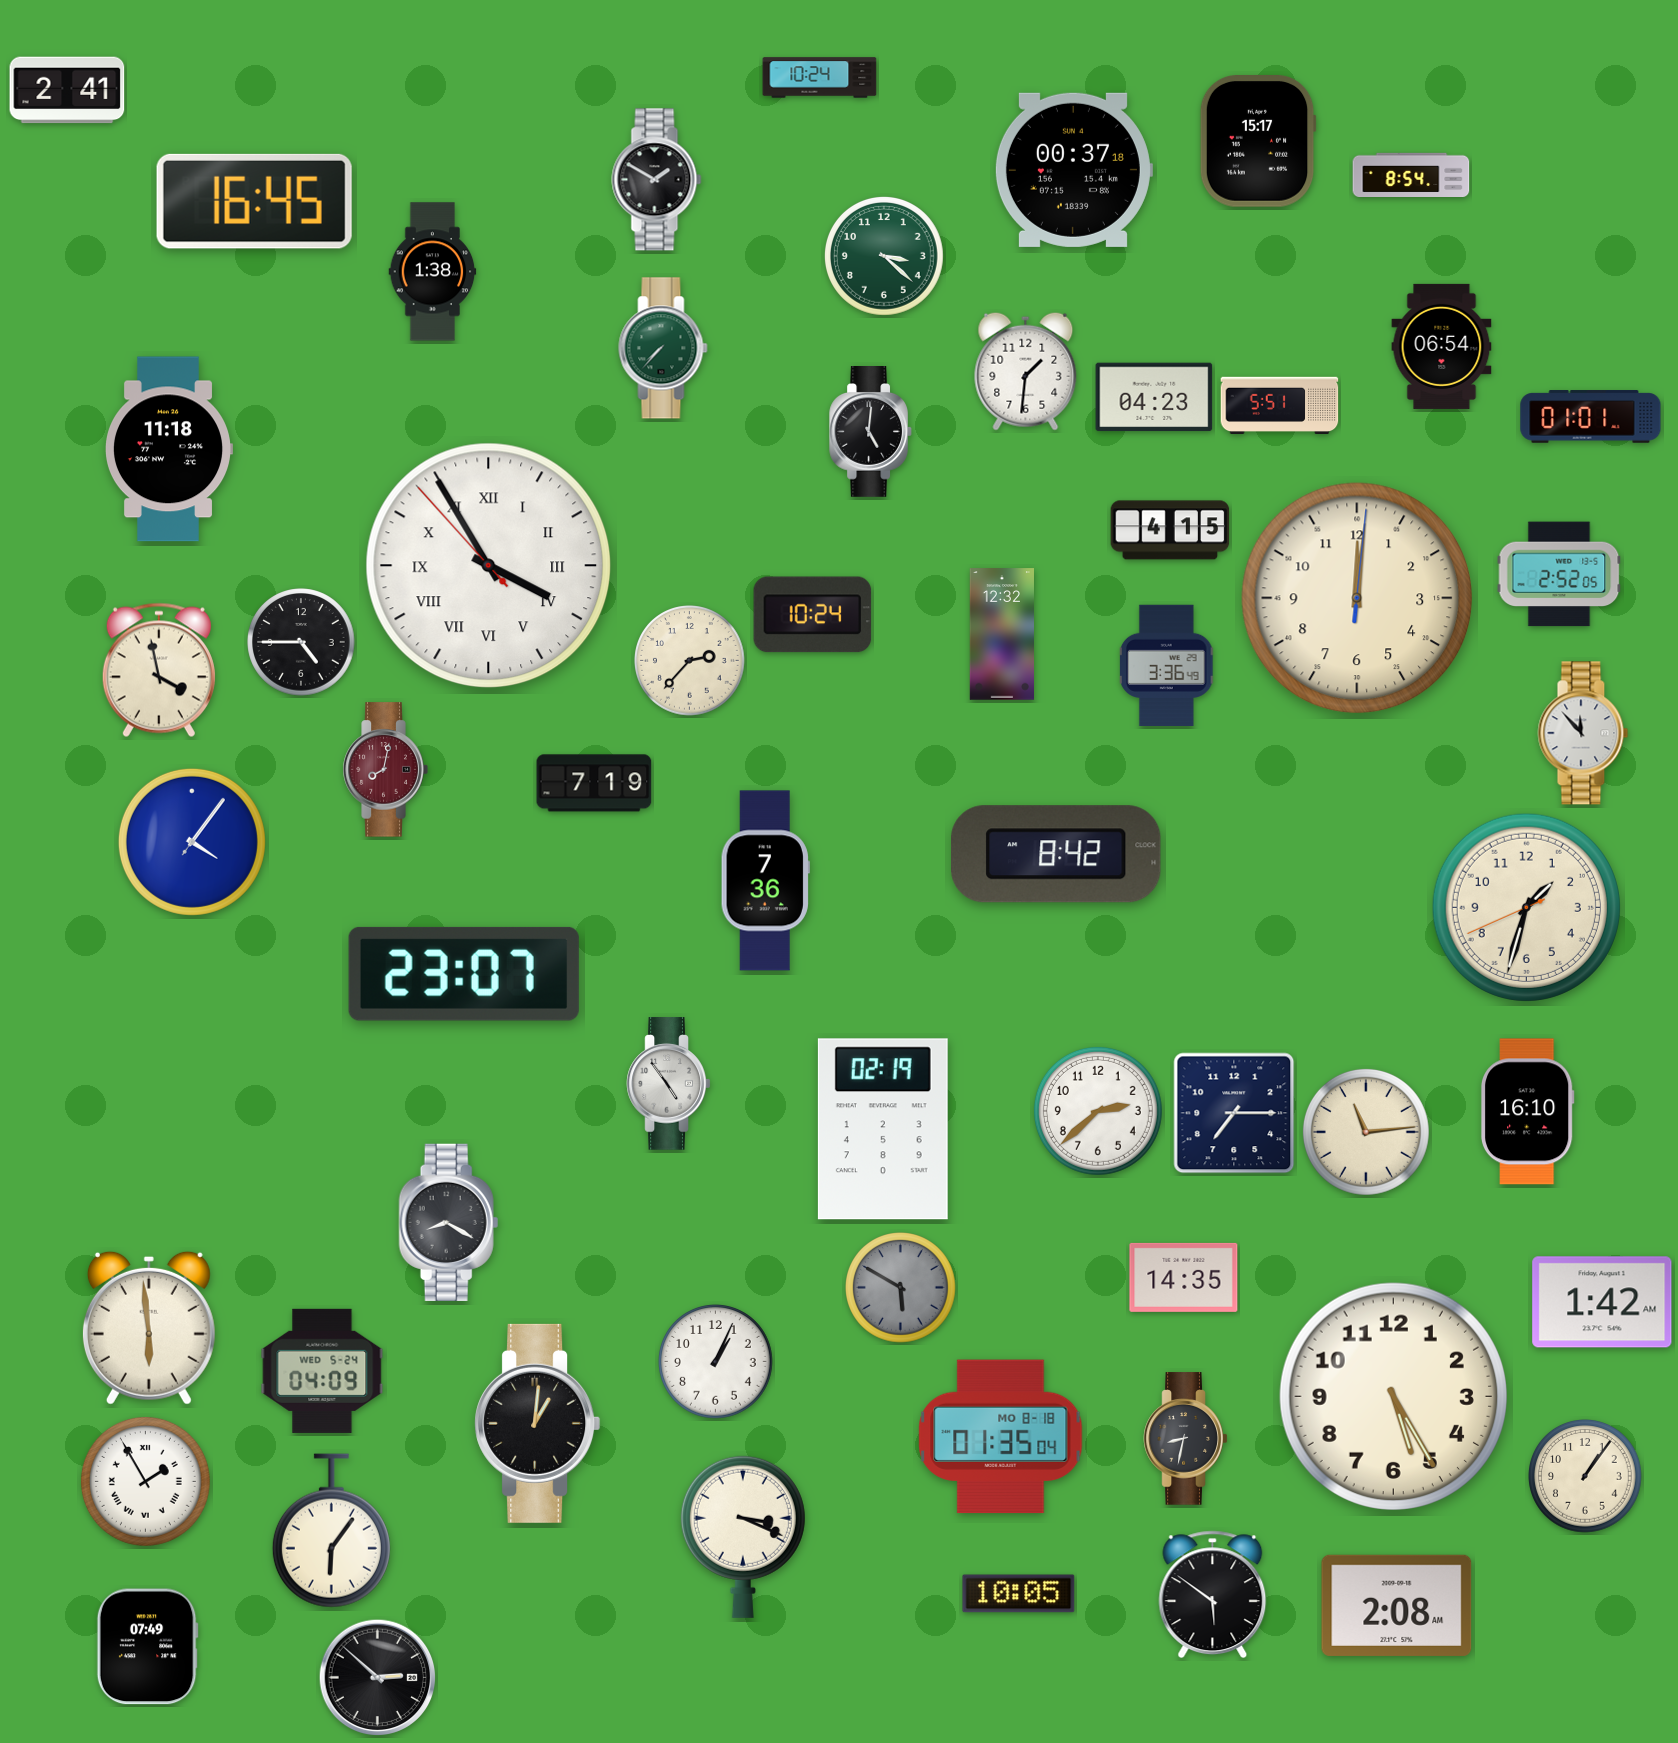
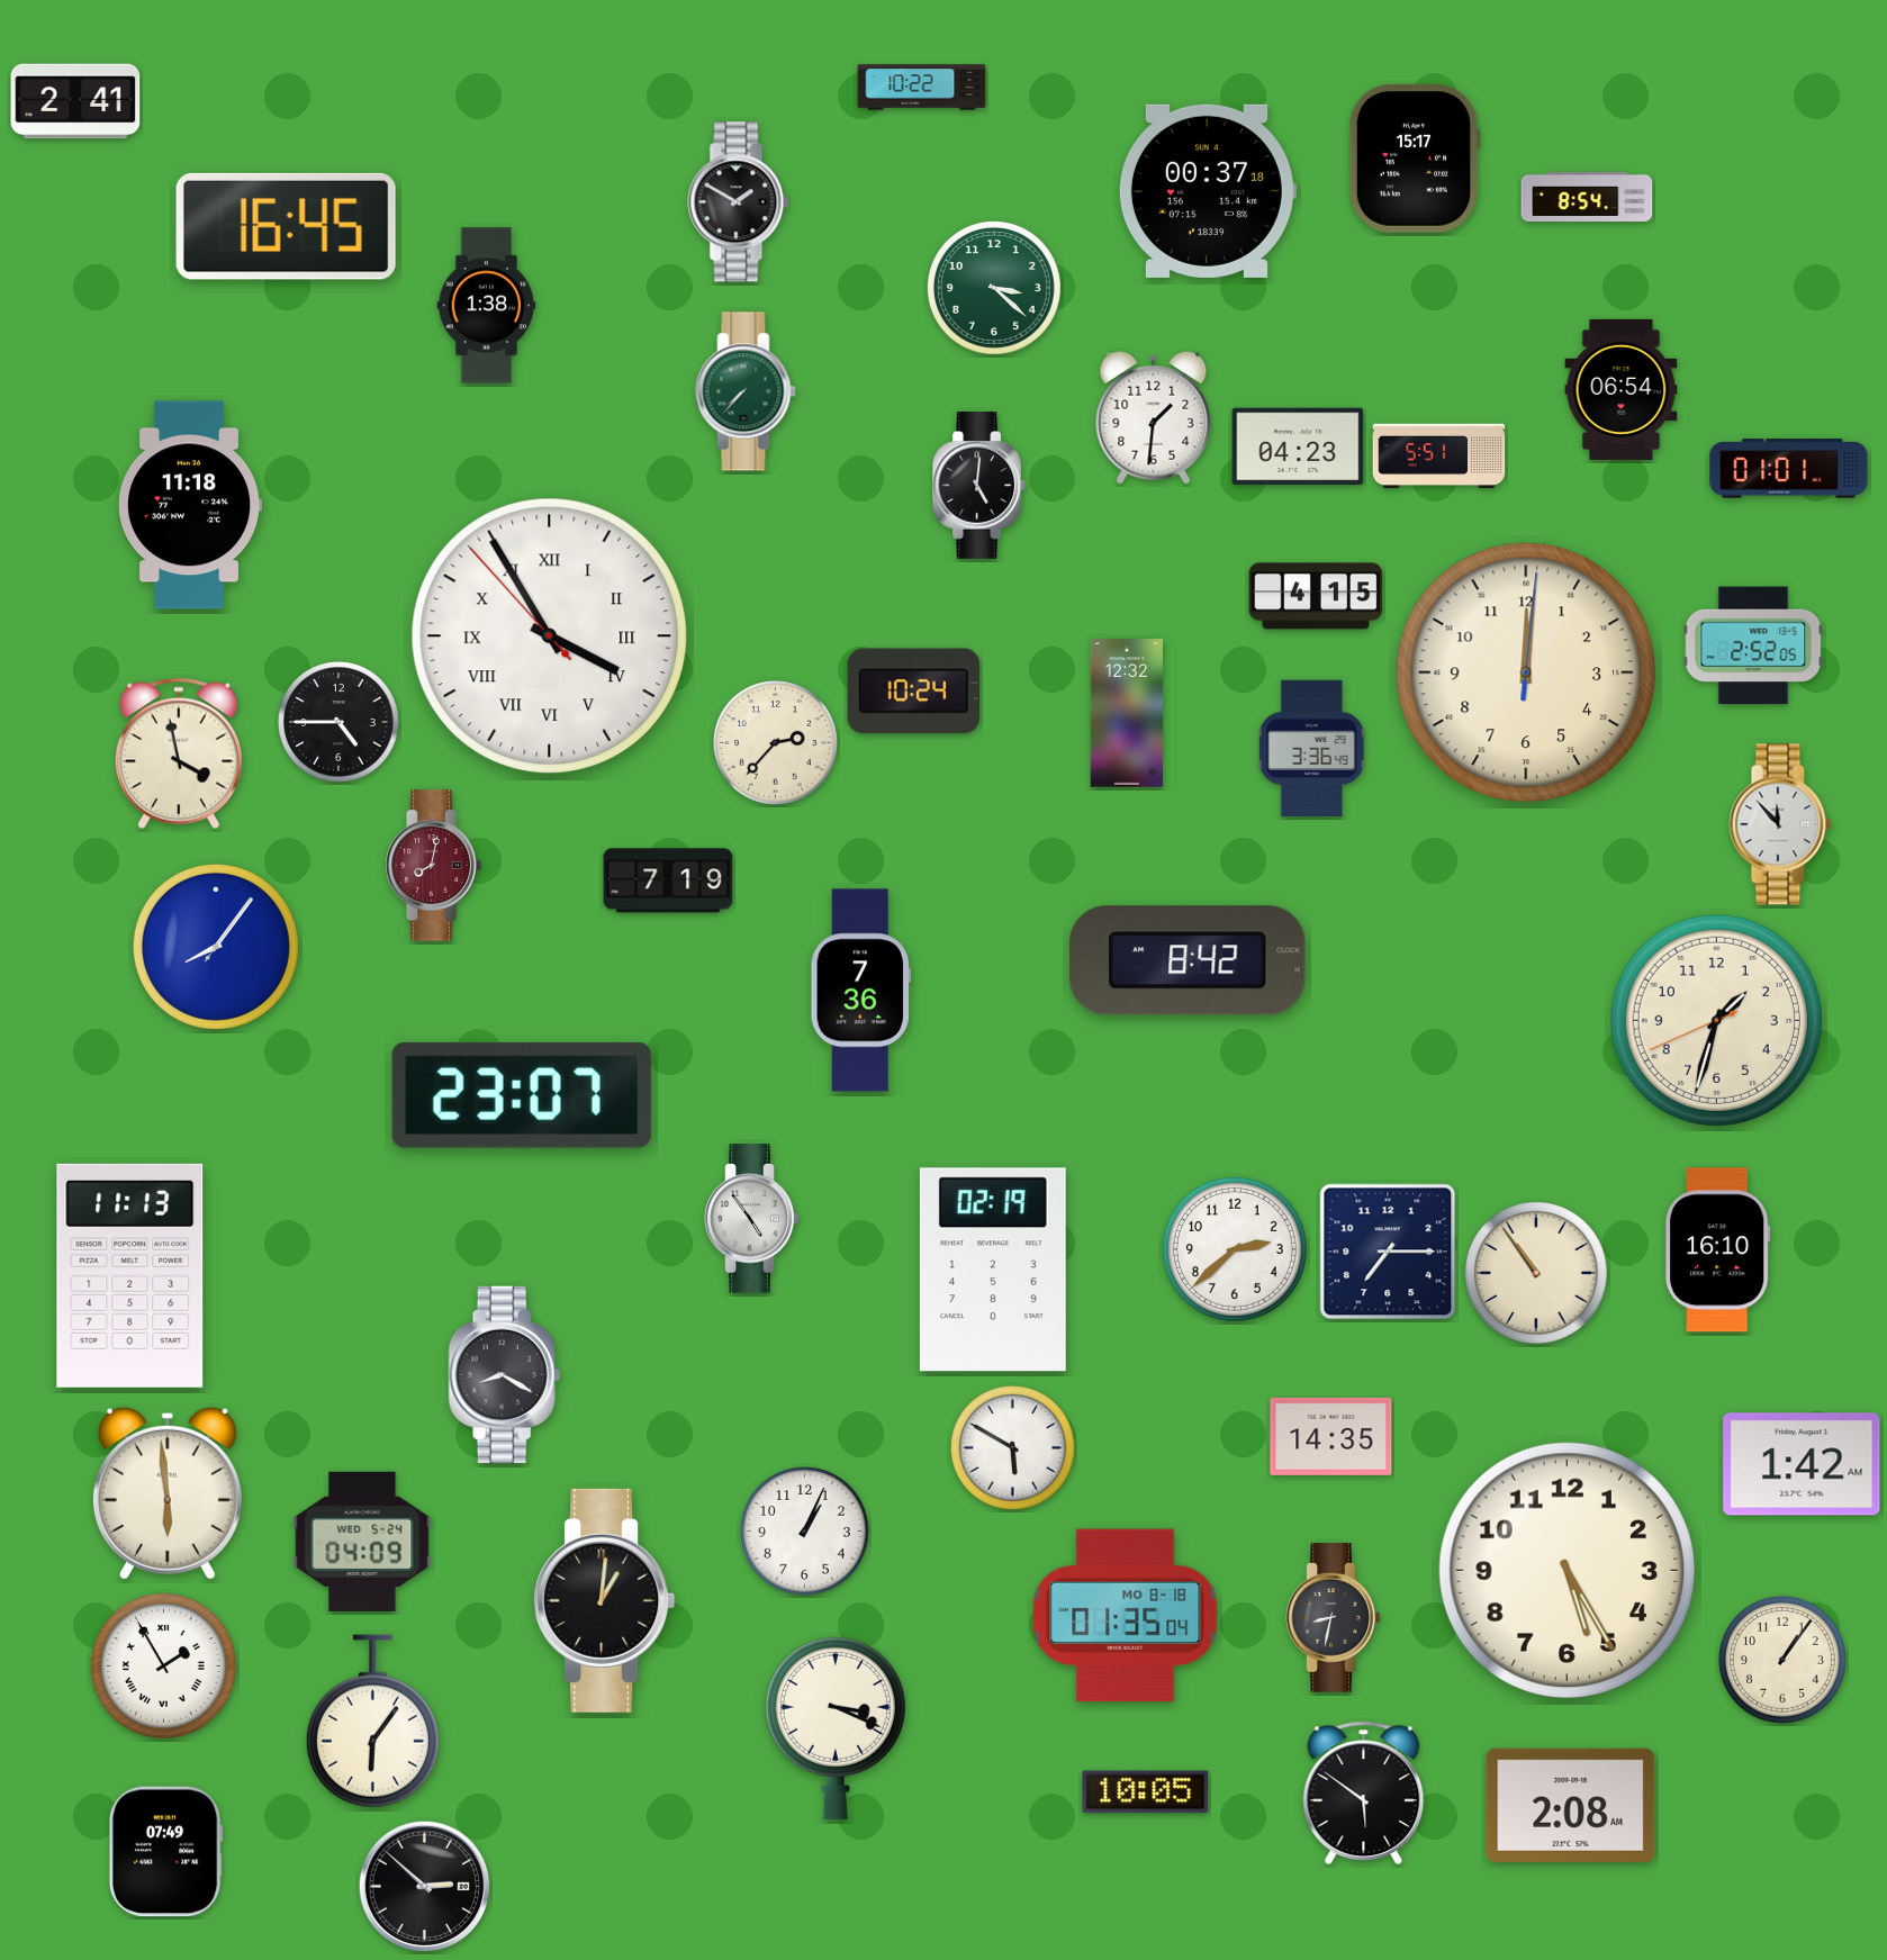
clock at (820, 78): 10:24 -> 10:22
clock at (192, 842): 4:06 -> 8:06
clock at (1366, 1132): 11:14 -> 10:54
clock at (130, 1275): none -> 11:13
clock at (901, 1288) dial: grey -> white
